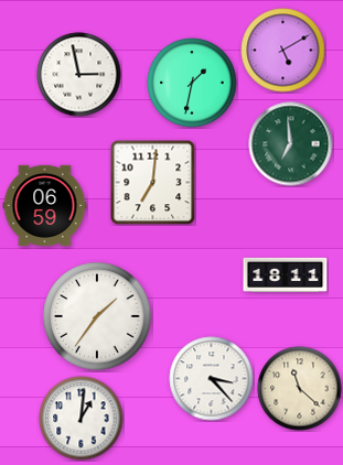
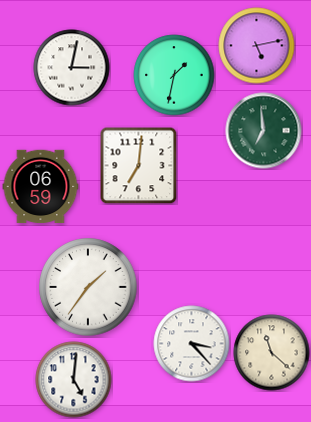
clock at (283, 51): 5:10 -> 5:13
clock at (79, 75): 2:58 -> 3:02
clock at (286, 274): 18:11 -> none
clock at (82, 419): 1:01 -> 5:01
